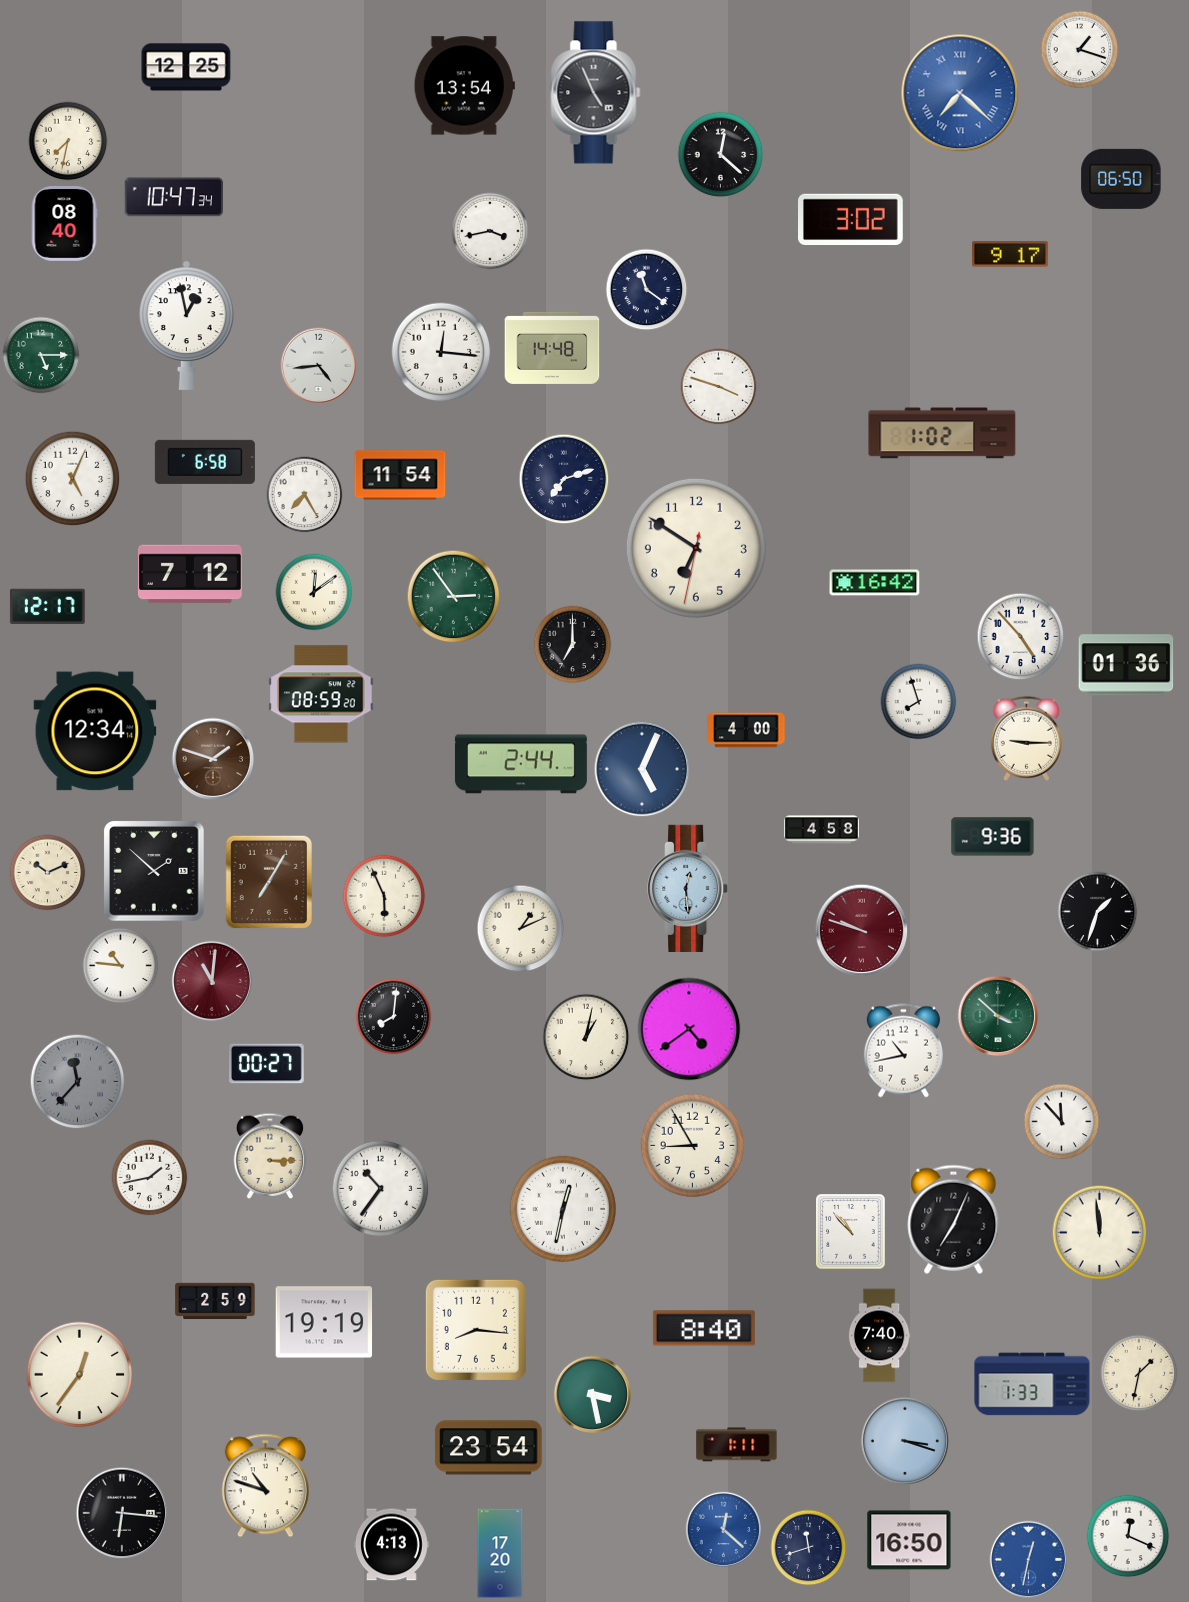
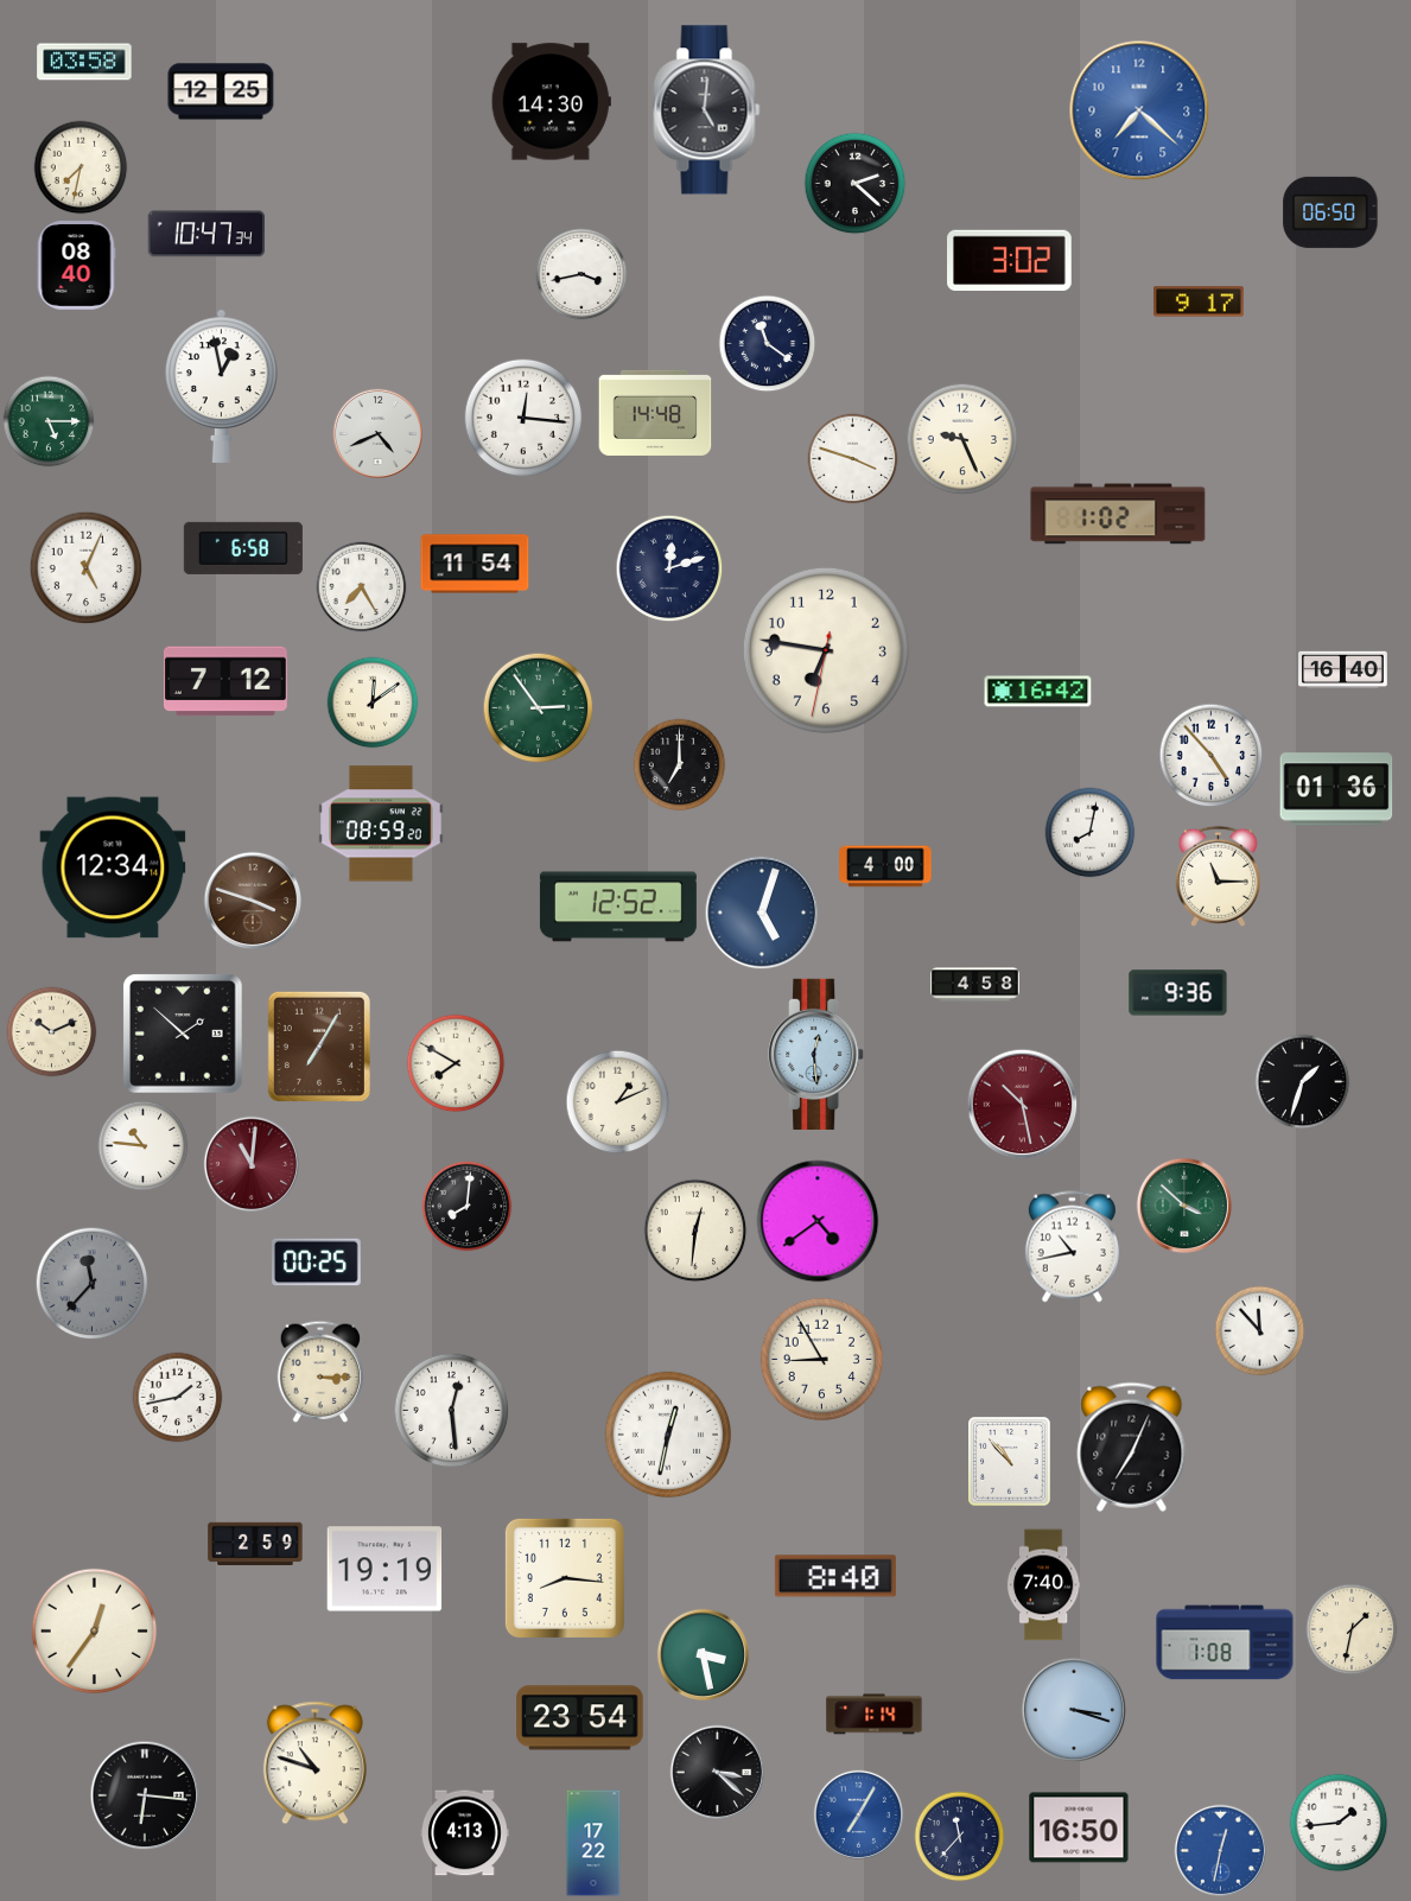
clock at (1080, 50): 1:18 -> none
clock at (84, 62): none -> 03:58
clock at (186, 67) position: (186, 67) -> (221, 91)
clock at (464, 86): 13:54 -> 14:30
clock at (596, 93): 4:56 -> 5:01
clock at (960, 93) numerals: Roman -> Arabic
clock at (721, 155): 12:22 -> 2:22
clock at (318, 365): 4:44 -> 4:41
clock at (962, 439): none -> 9:26
clock at (564, 479): 7:12 -> 12:12
clock at (696, 548): 6:50 -> 6:46
clock at (1343, 670): none -> 16:40
clock at (47, 606): 12:17 -> none
clock at (919, 702): 7:57 -> 8:02
clock at (1026, 738): 9:15 -> 11:15
clock at (213, 759): 1:48 -> 3:48
clock at (521, 764): 2:44 -> 12:52
clock at (642, 769): 5:04 -> 5:03
clock at (48, 873) position: (48, 873) -> (52, 1032)
clock at (384, 896): 5:56 -> 7:50
clock at (862, 931): 9:48 -> 10:28
clock at (586, 1037): 1:02 -> 12:31
clock at (267, 1064): 00:27 -> 00:25
clock at (381, 1189): 10:36 -> 12:29
clock at (1100, 1233): 11:59 -> none
clock at (1032, 1384): 1:33 -> 1:08
clock at (737, 1445): 1:11 -> 1:14
clock at (718, 1773): none -> 3:22
clock at (723, 1529): 12:22 -> 7:05
clock at (1128, 1536): 12:19 -> 1:44
clock at (809, 1548): 11:42 -> 11:37
clock at (500, 1553): 17:20 -> 17:22
